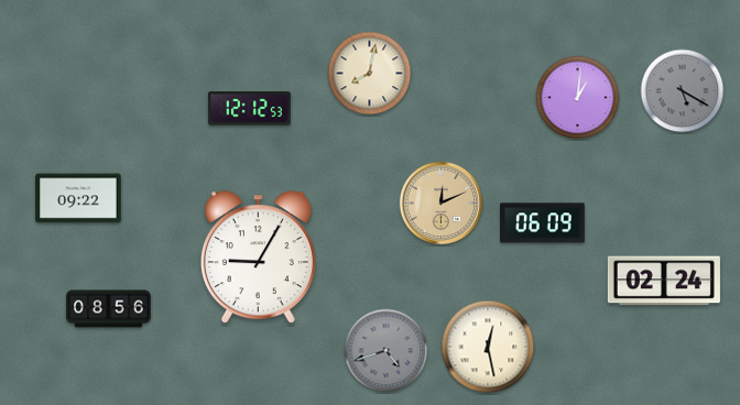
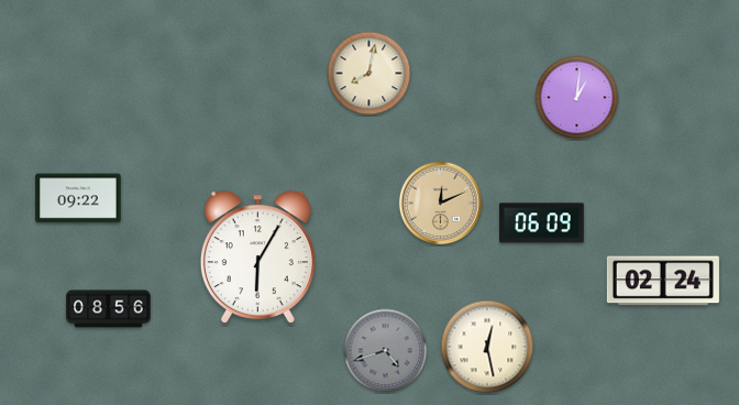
clock at (683, 91): 5:20 -> none
clock at (249, 109): 12:12 -> none
clock at (258, 258): 9:05 -> 6:05
